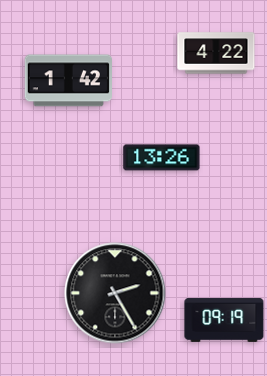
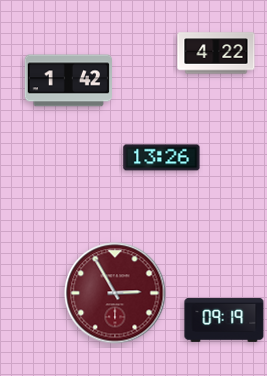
clock at (115, 293): 2:25 -> 2:55
clock at (115, 293) dial: black -> burgundy
